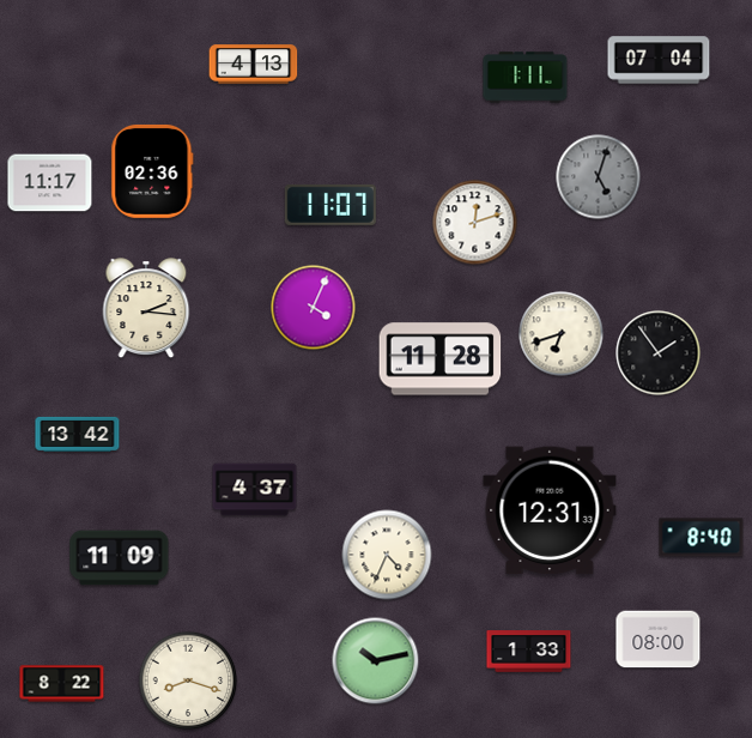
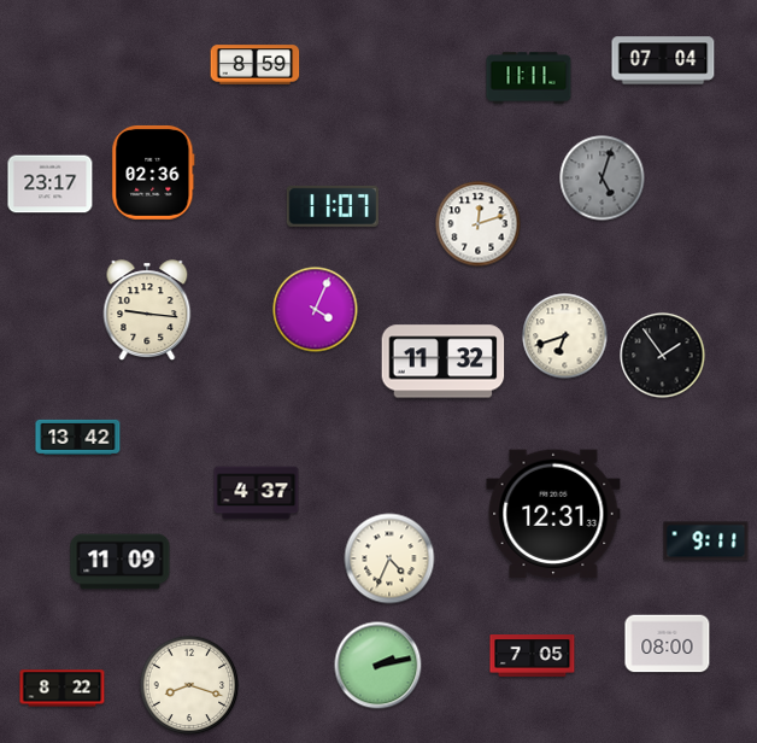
clock at (254, 65): 4:13 -> 8:59
clock at (526, 78): 1:11 -> 11:11
clock at (50, 183): 11:17 -> 23:17
clock at (146, 308): 2:16 -> 9:16
clock at (441, 359): 11:28 -> 11:32
clock at (702, 538): 8:40 -> 9:11
clock at (659, 640) position: (659, 640) -> (668, 644)
clock at (529, 652): 1:33 -> 7:05
clock at (376, 661): 10:13 -> 2:13
